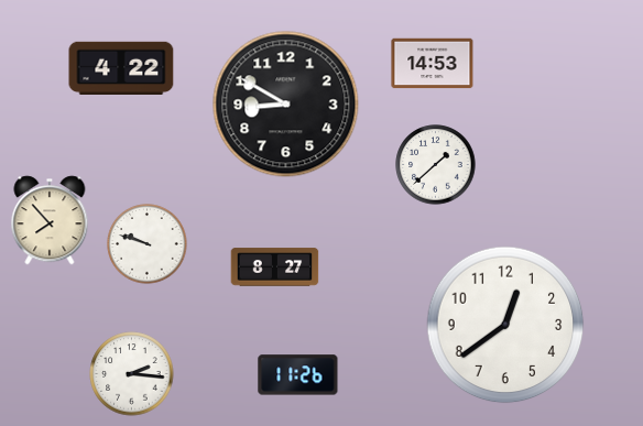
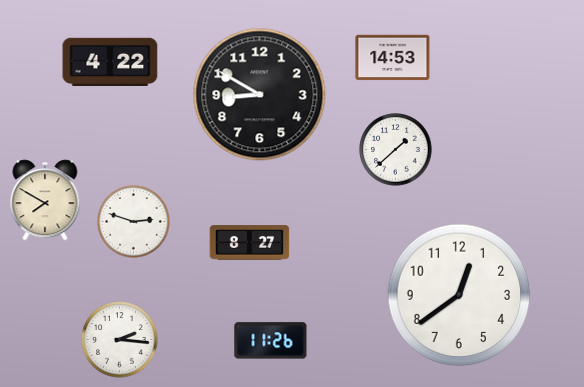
clock at (50, 220): 7:53 -> 7:50
clock at (148, 244): 9:48 -> 2:48
